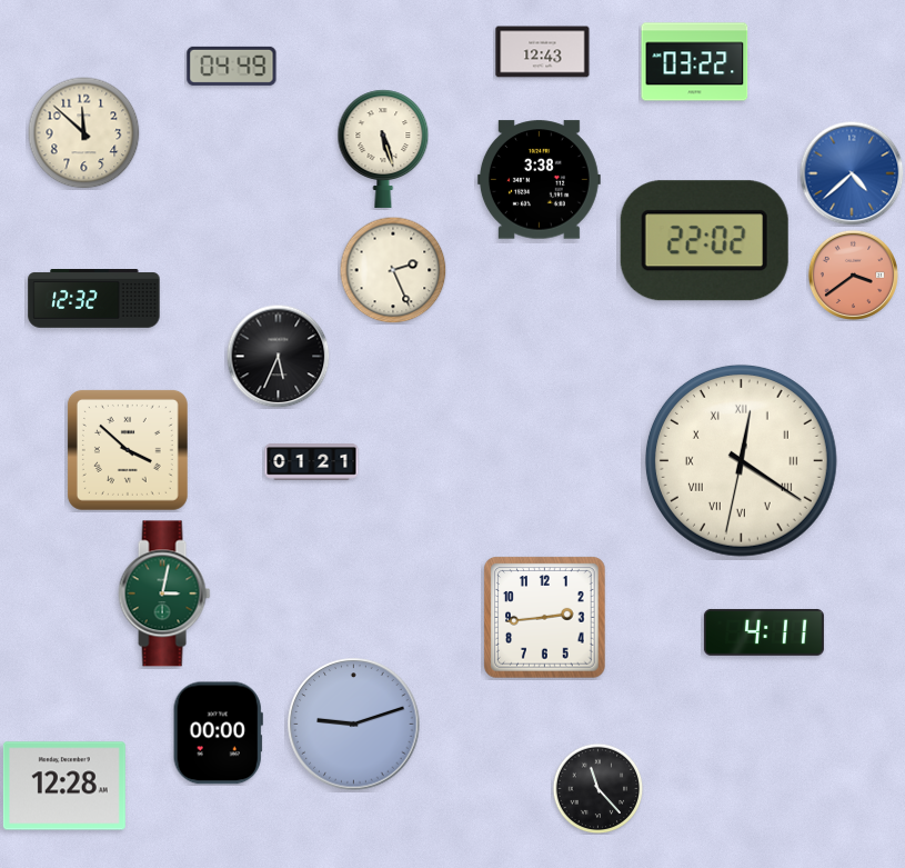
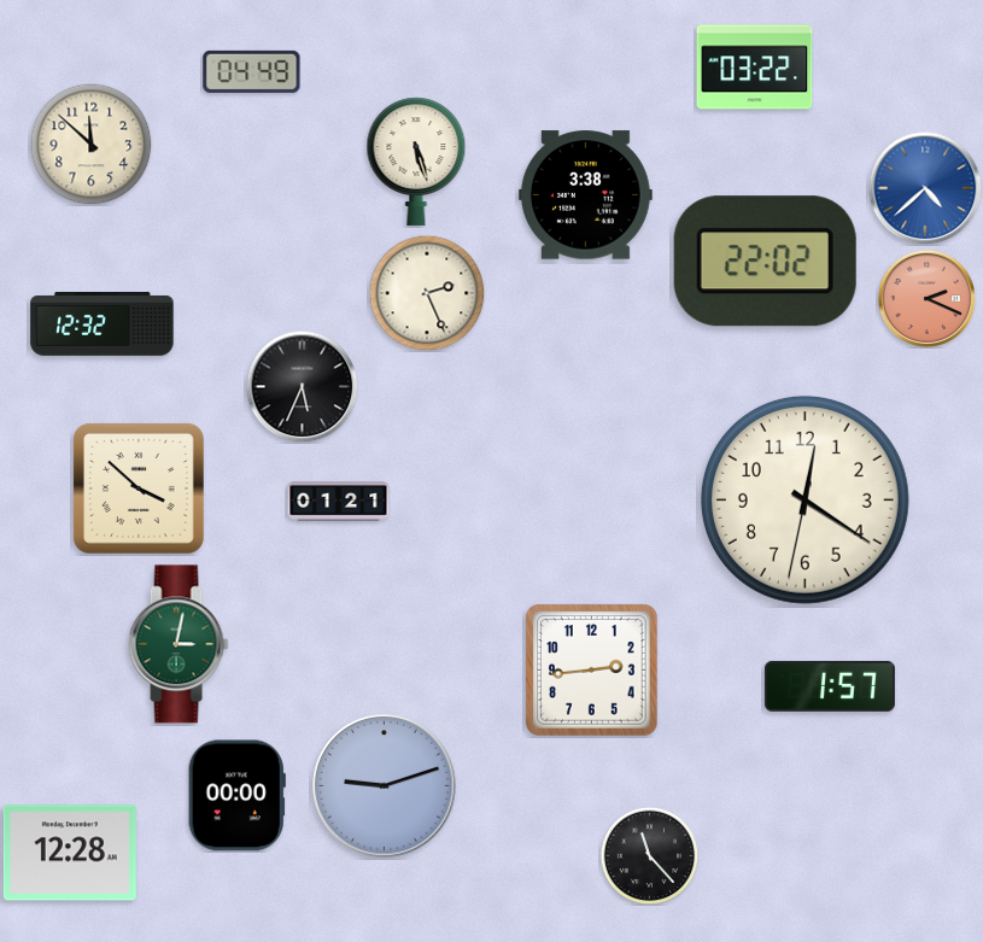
clock at (543, 52): 12:43 -> none
clock at (853, 275): 3:39 -> 2:19
clock at (741, 460) numerals: Roman -> Arabic
clock at (764, 632): 4:11 -> 1:57
